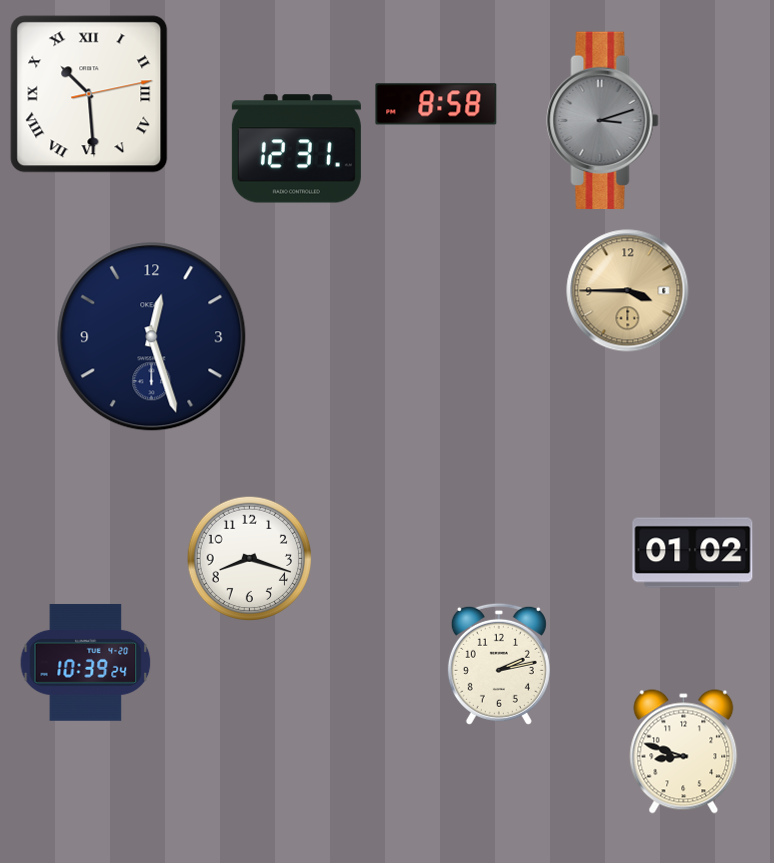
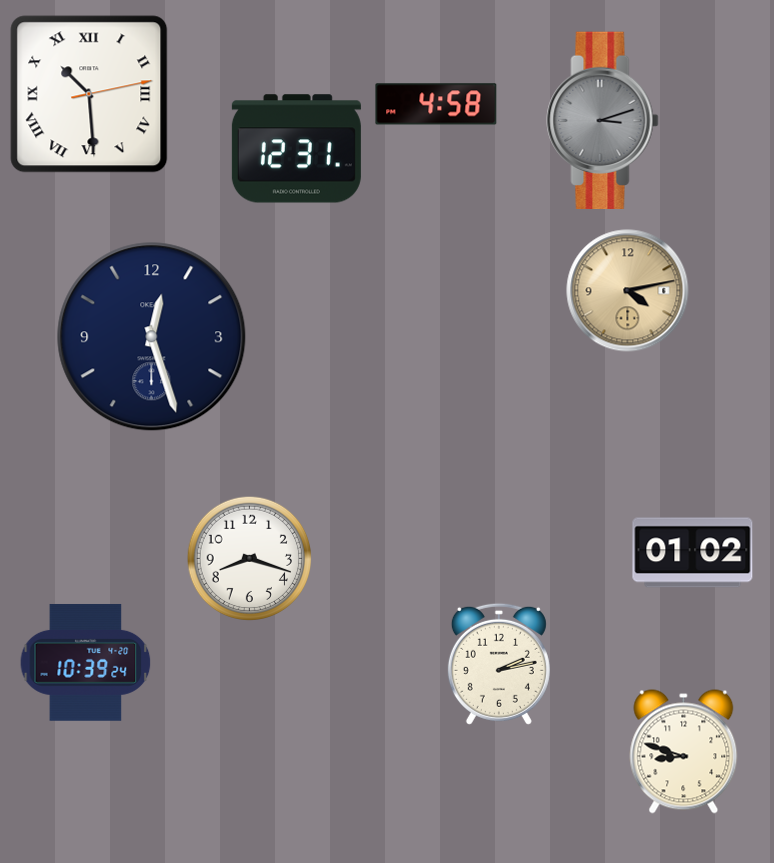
clock at (436, 104): 8:58 -> 4:58
clock at (628, 291): 3:45 -> 4:13
